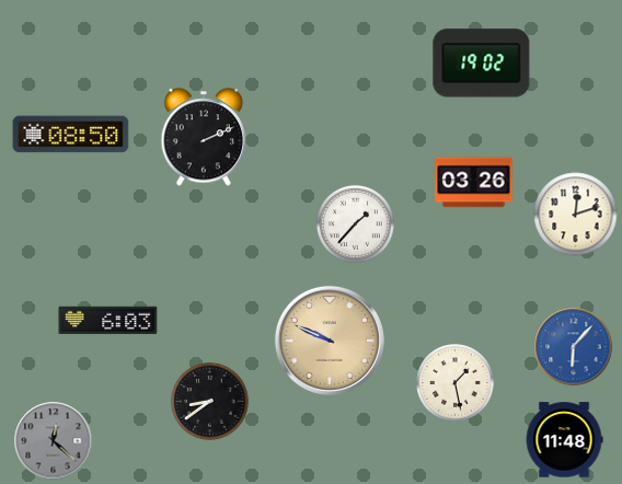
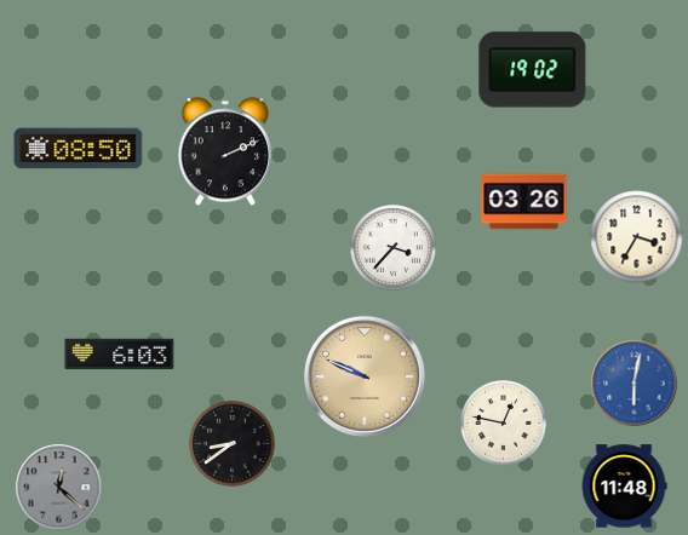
clock at (576, 215): 12:12 -> 3:35
clock at (356, 224): 1:37 -> 3:37
clock at (574, 347): 6:07 -> 6:02
clock at (456, 383): 1:28 -> 12:47
